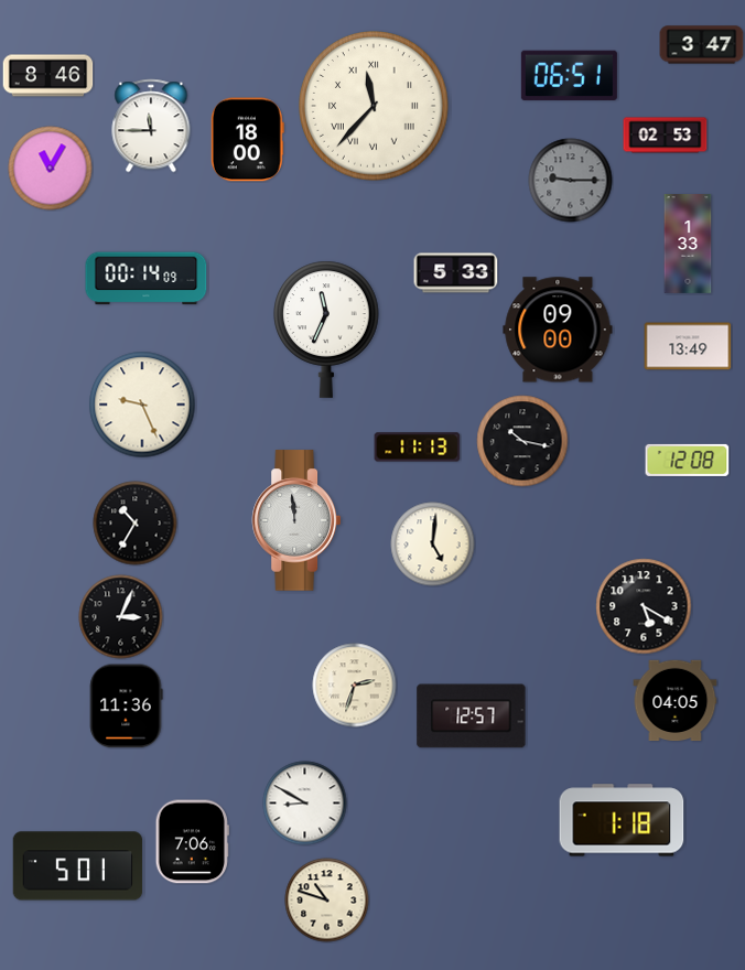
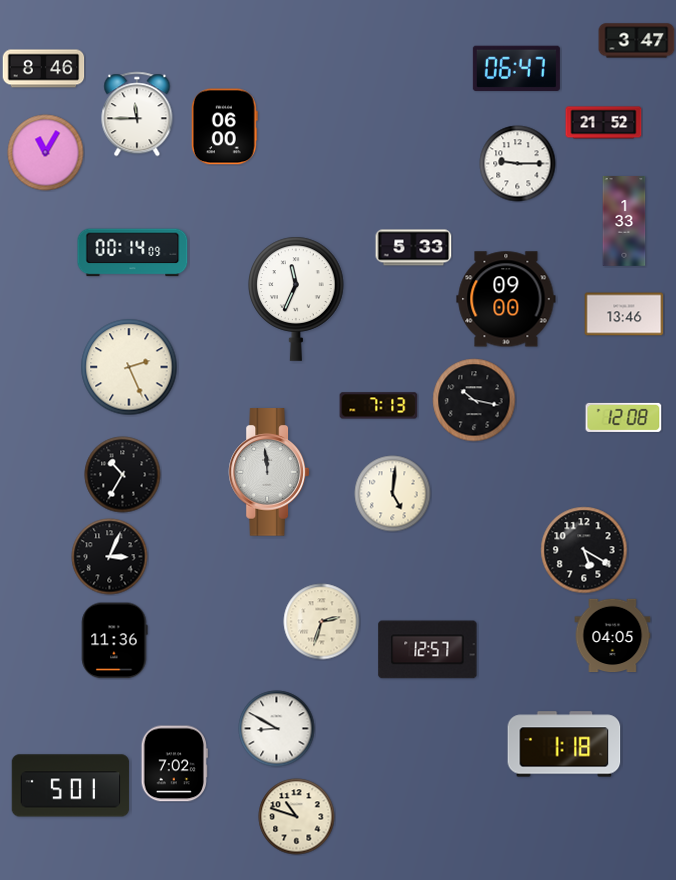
clock at (569, 75): 06:51 -> 06:47
clock at (374, 106): 11:37 -> none
clock at (666, 136): 02:53 -> 21:52
clock at (247, 140): 18:00 -> 06:00
clock at (571, 181) dial: grey -> white
clock at (688, 346): 13:49 -> 13:46
clock at (142, 405): 9:26 -> 2:26
clock at (418, 448): 11:13 -> 7:13
clock at (121, 617) position: (121, 617) -> (110, 557)
clock at (192, 842): 7:06 -> 7:02
